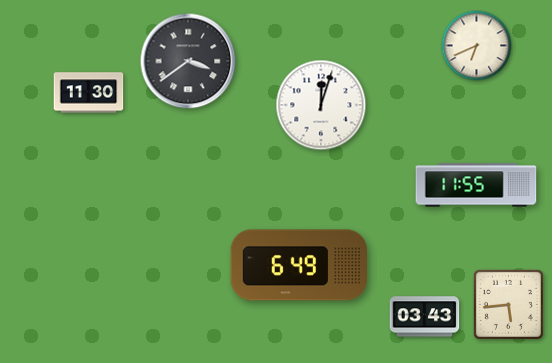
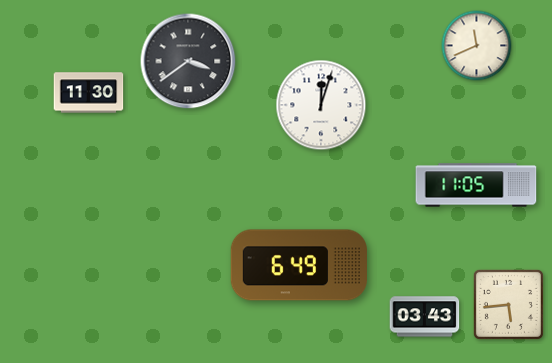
clock at (477, 46): 6:41 -> 11:41
clock at (476, 185): 11:55 -> 11:05
